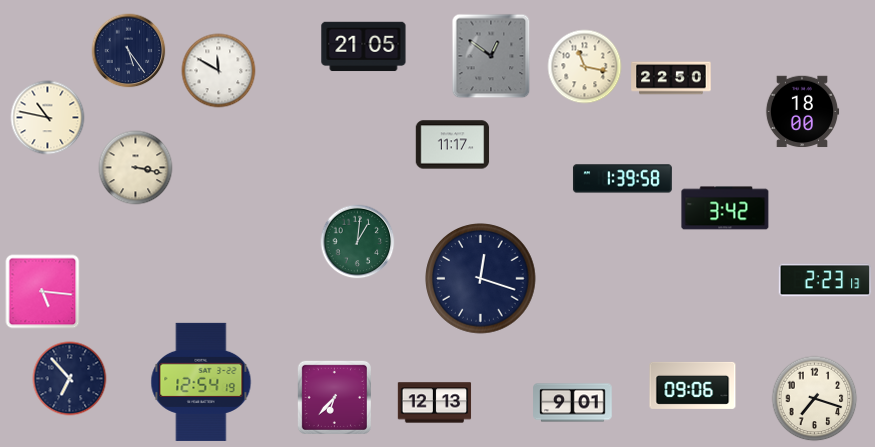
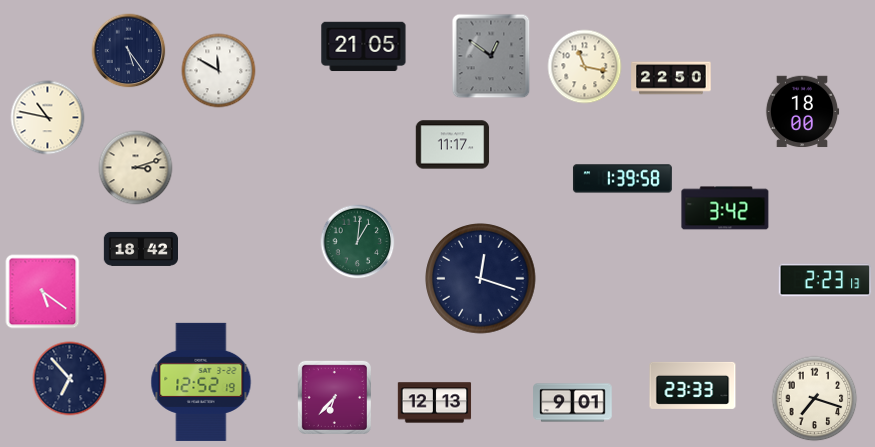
clock at (136, 168): 3:17 -> 3:12
clock at (140, 249): none -> 18:42
clock at (43, 292): 5:16 -> 5:21
clock at (201, 382): 12:54 -> 12:52
clock at (693, 385): 09:06 -> 23:33
